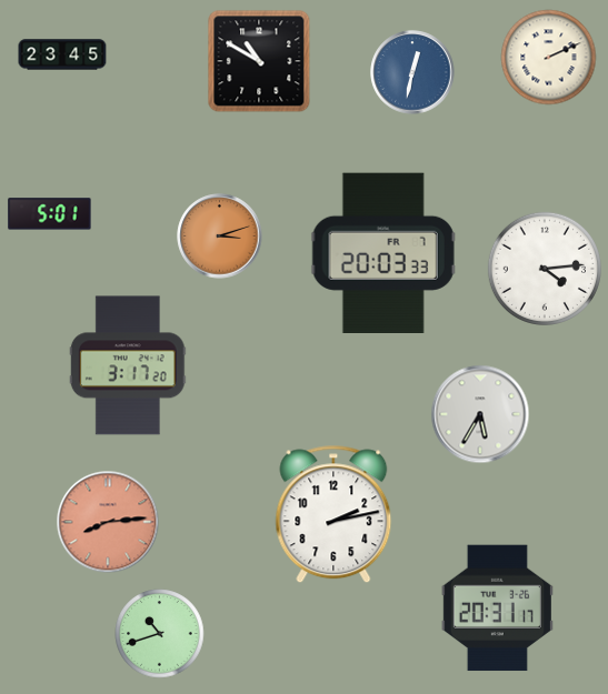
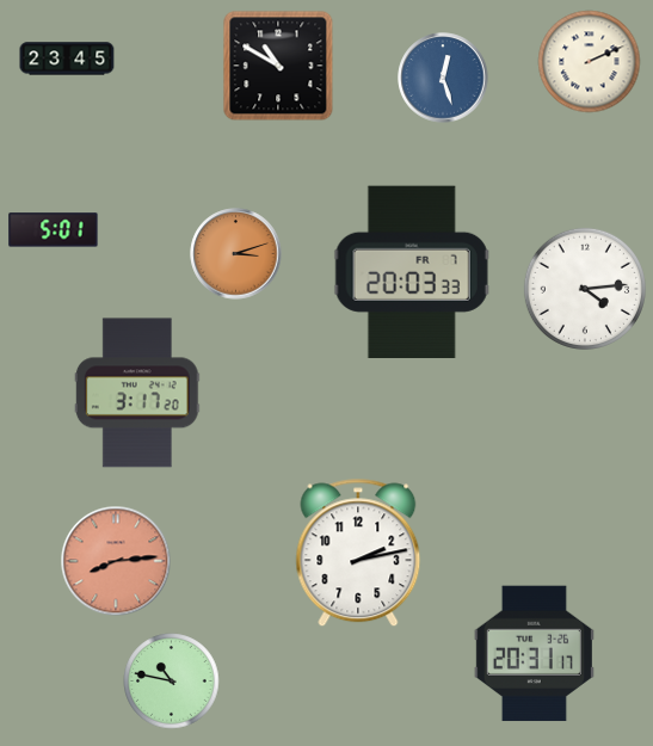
clock at (412, 72): 12:32 -> 12:27
clock at (480, 414): 5:35 -> none
clock at (160, 634): 10:42 -> 10:47
